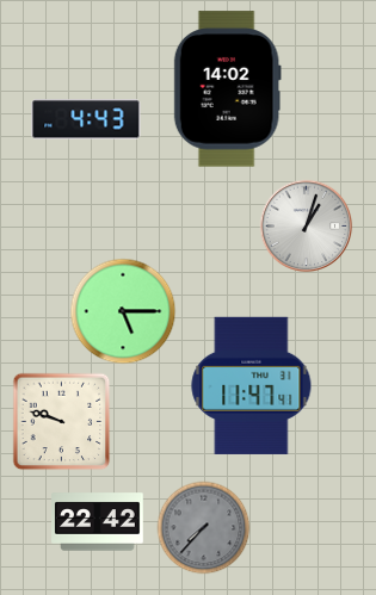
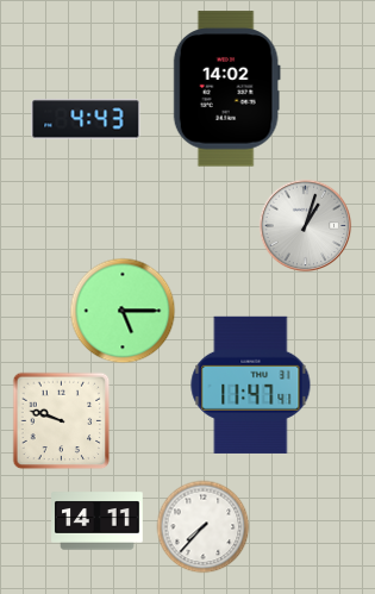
clock at (98, 522): 22:42 -> 14:11
clock at (203, 527) dial: grey -> white
